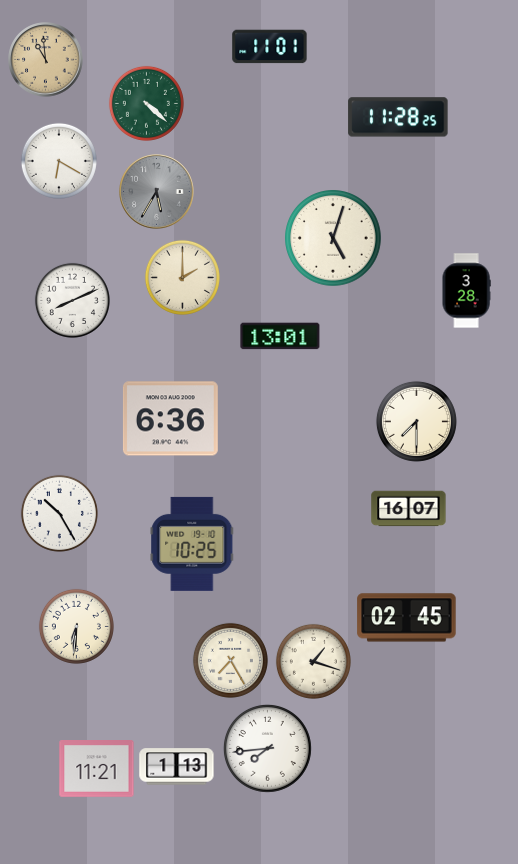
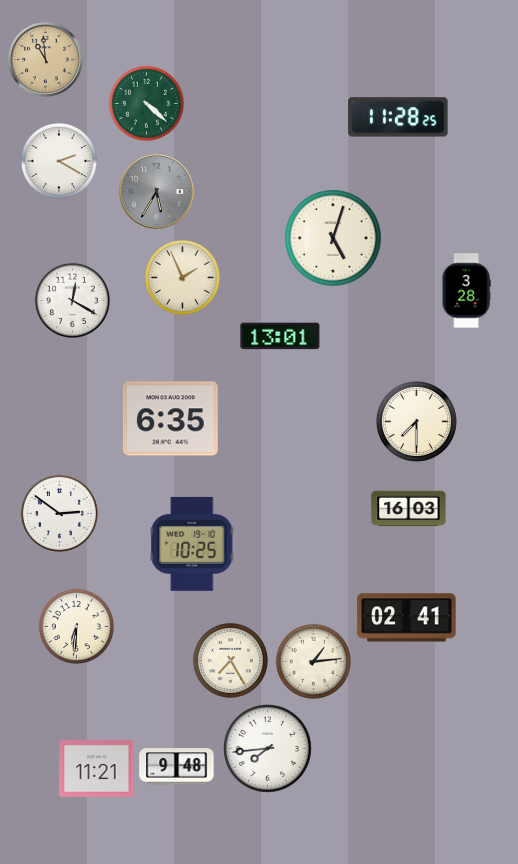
clock at (270, 47): 11:01 -> none
clock at (59, 161): 6:20 -> 2:20
clock at (182, 277): 2:00 -> 1:56
clock at (72, 300): 8:11 -> 12:20
clock at (170, 419): 6:36 -> 6:35
clock at (409, 509): 16:07 -> 16:03
clock at (59, 513): 10:25 -> 2:51
clock at (407, 618): 02:45 -> 02:41
clock at (313, 661): 1:18 -> 1:14
clock at (177, 767): 1:13 -> 9:48
